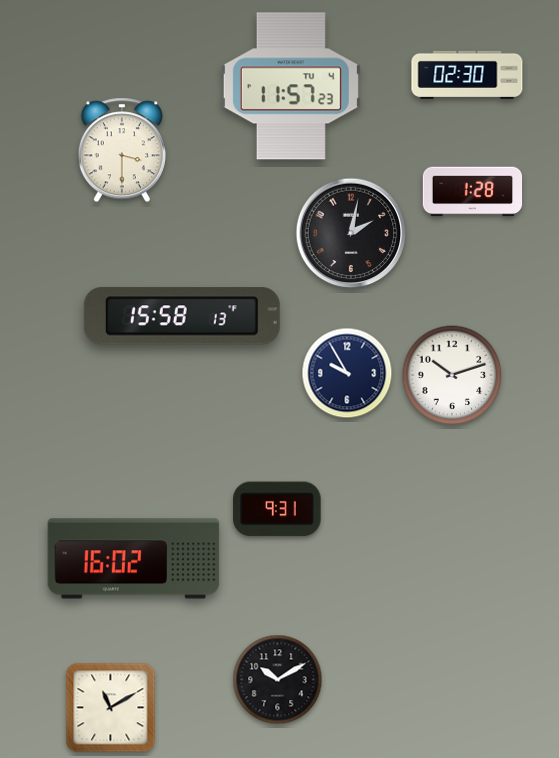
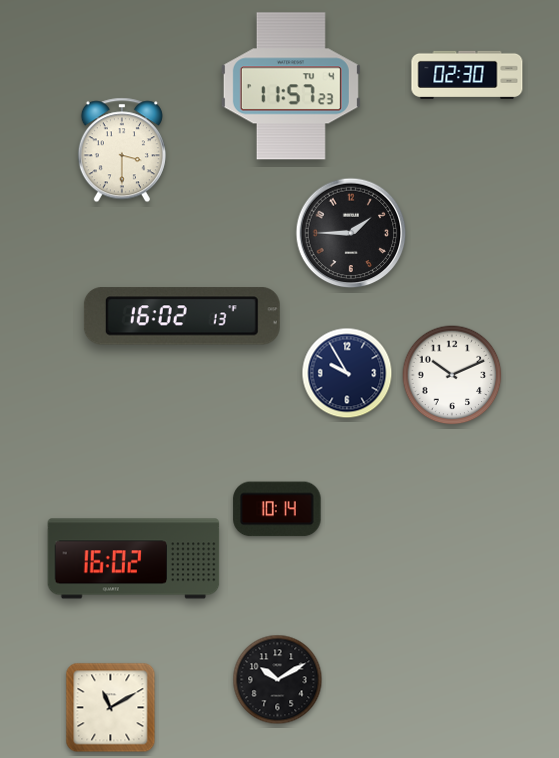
clock at (473, 192): 1:28 -> none
clock at (351, 233): 2:02 -> 1:45
clock at (182, 316): 15:58 -> 16:02
clock at (452, 375): 10:12 -> 10:11
clock at (277, 509): 9:31 -> 10:14
